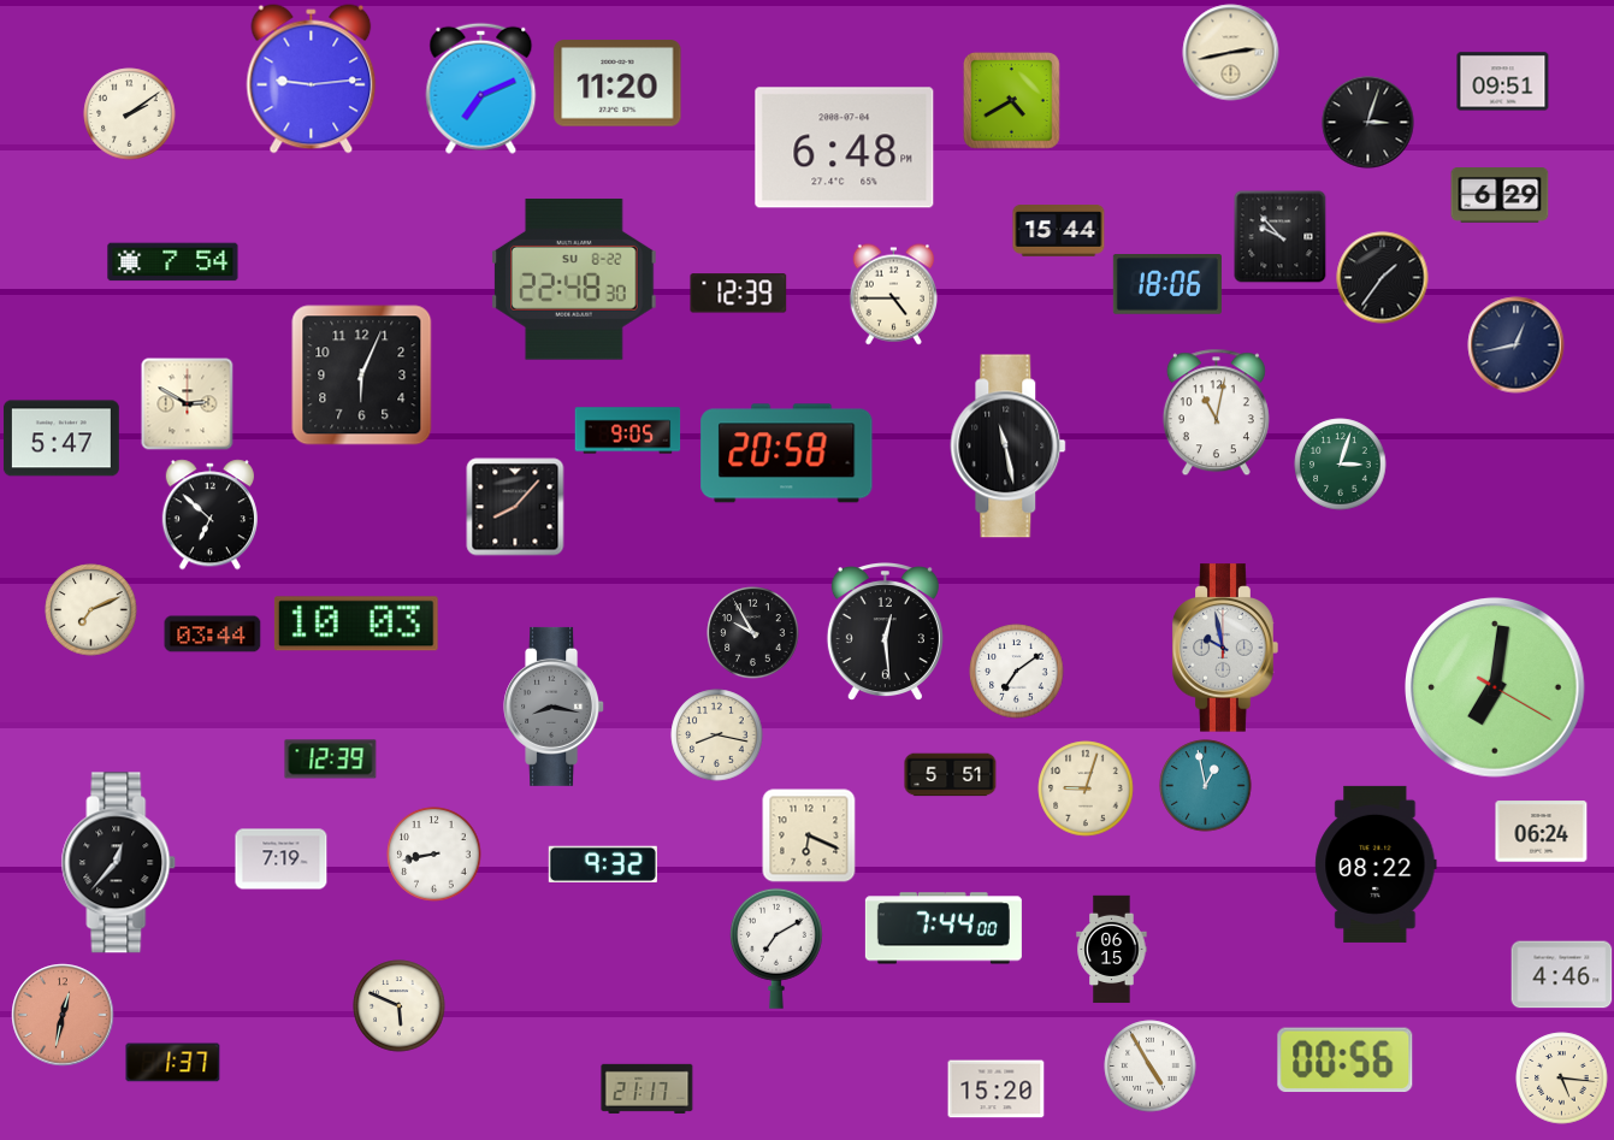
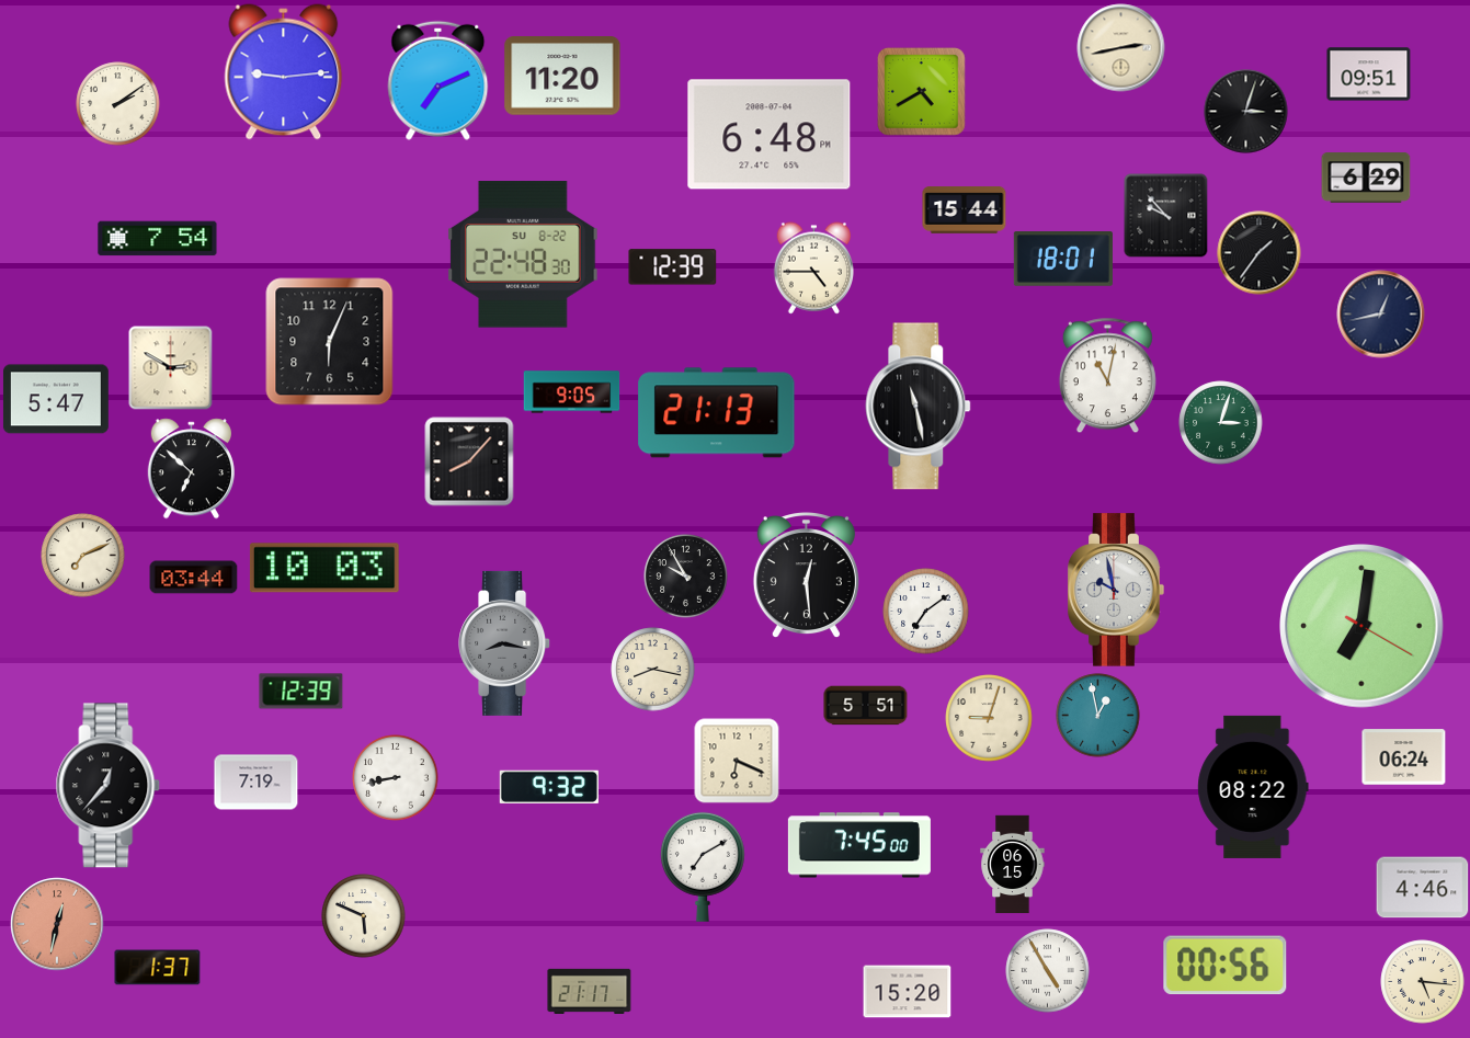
clock at (1167, 285): 18:06 -> 18:01
clock at (787, 454): 20:58 -> 21:13
clock at (944, 928): 7:44 -> 7:45
clock at (776, 949) position: (776, 949) -> (703, 867)
